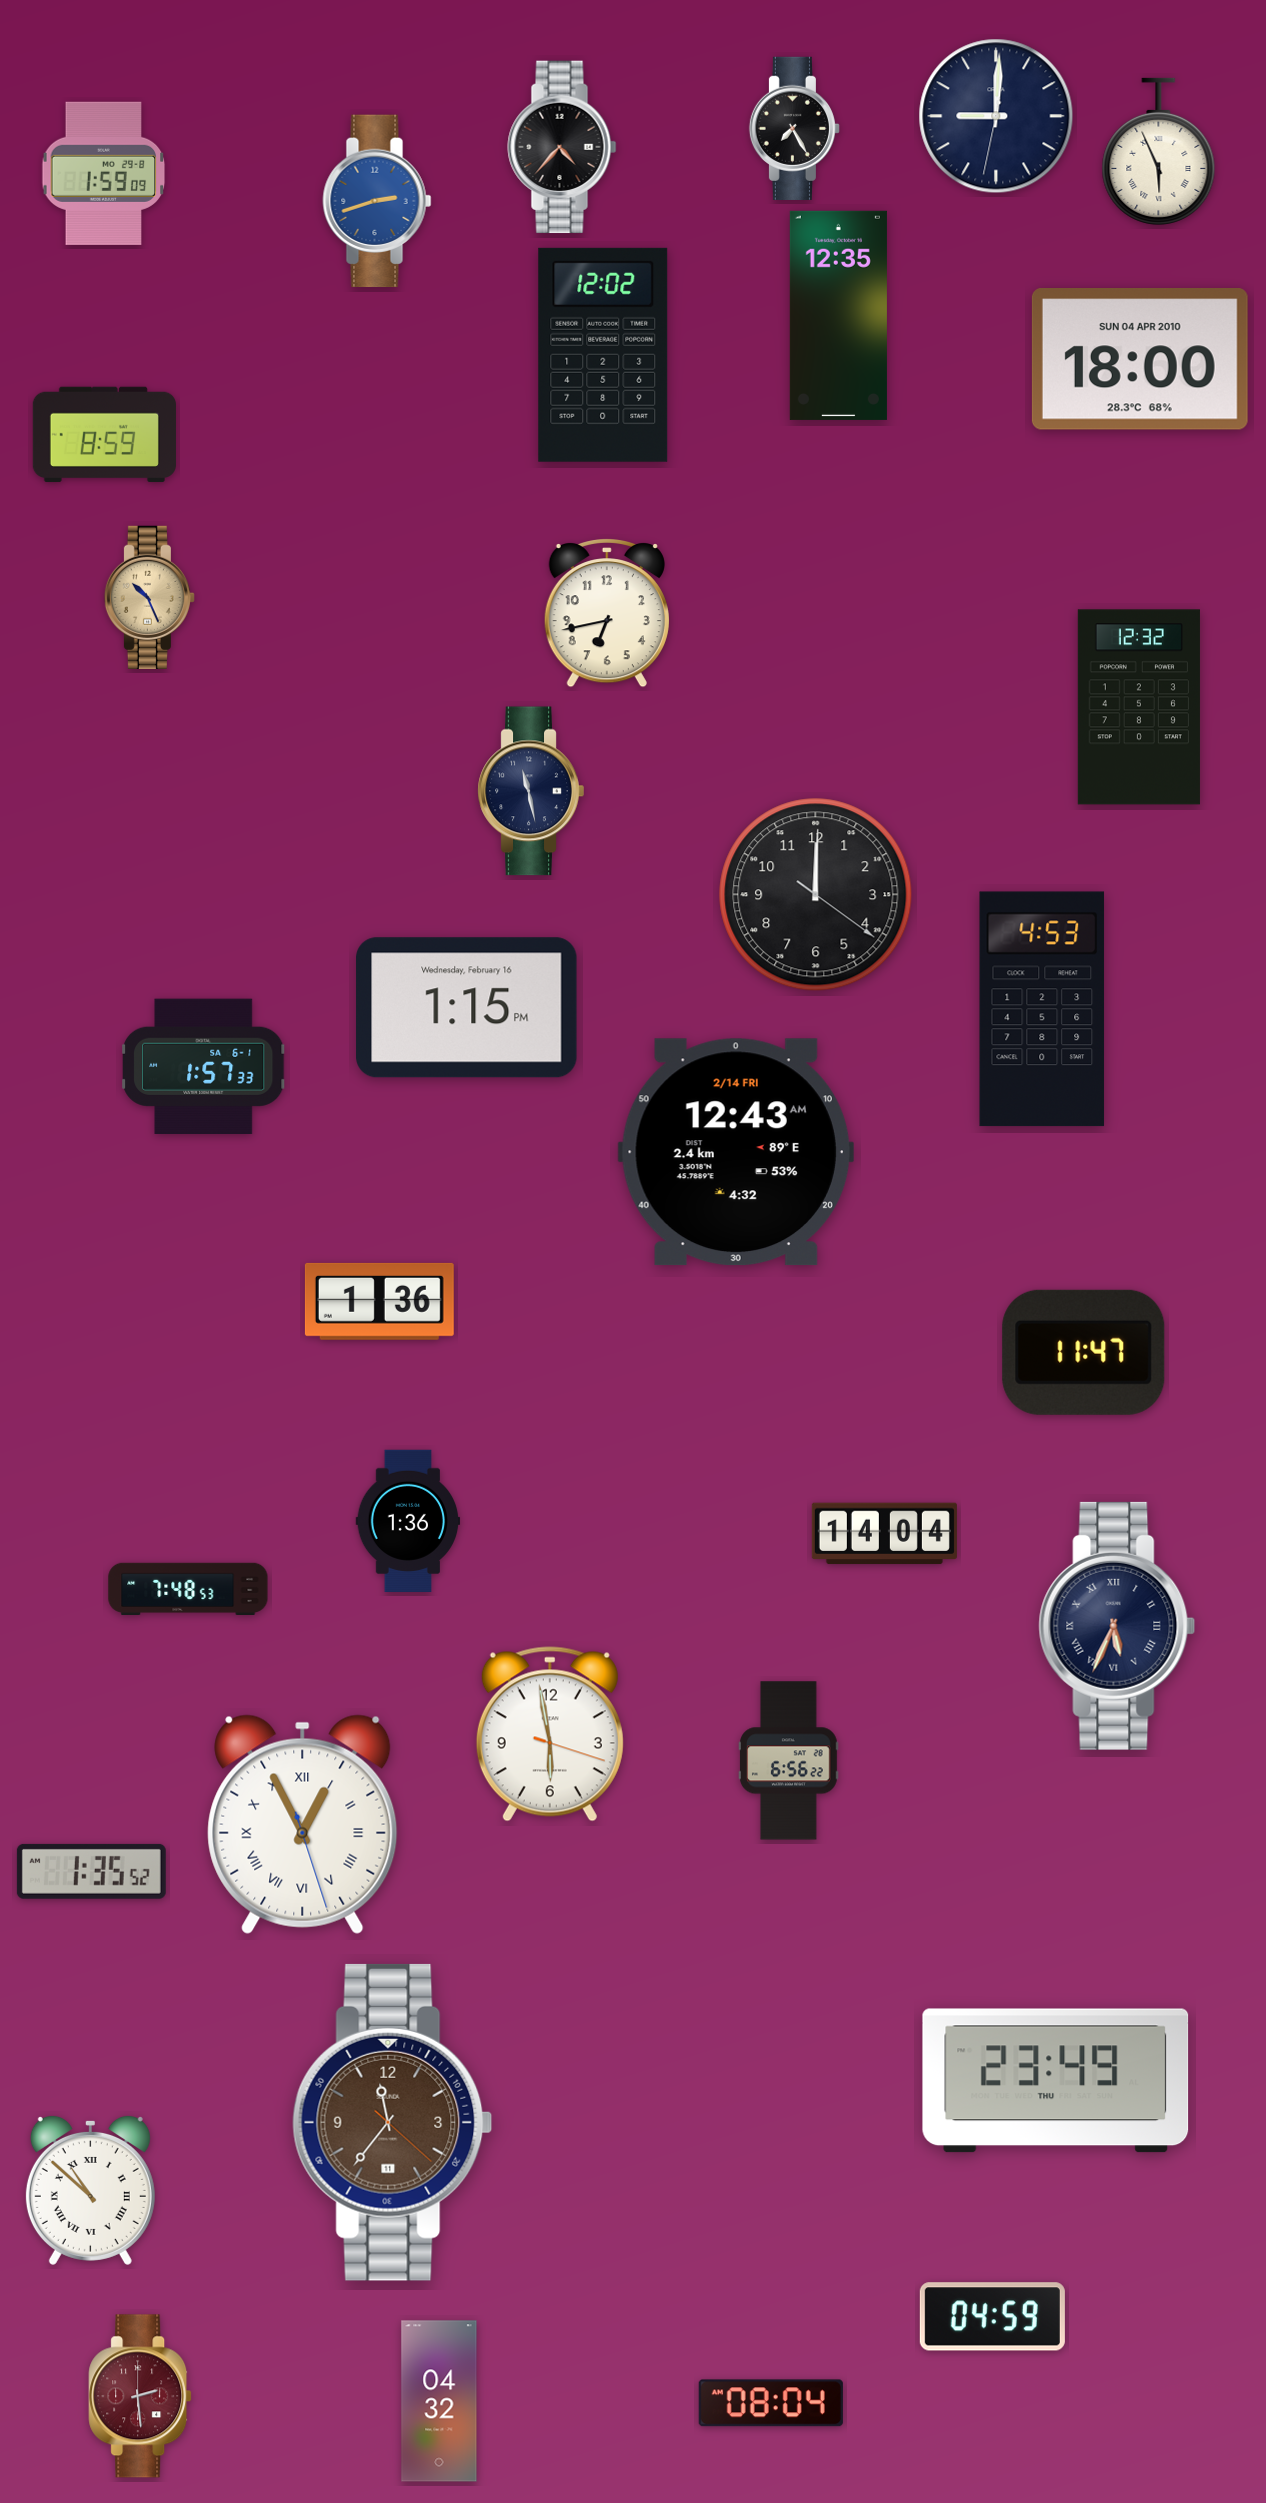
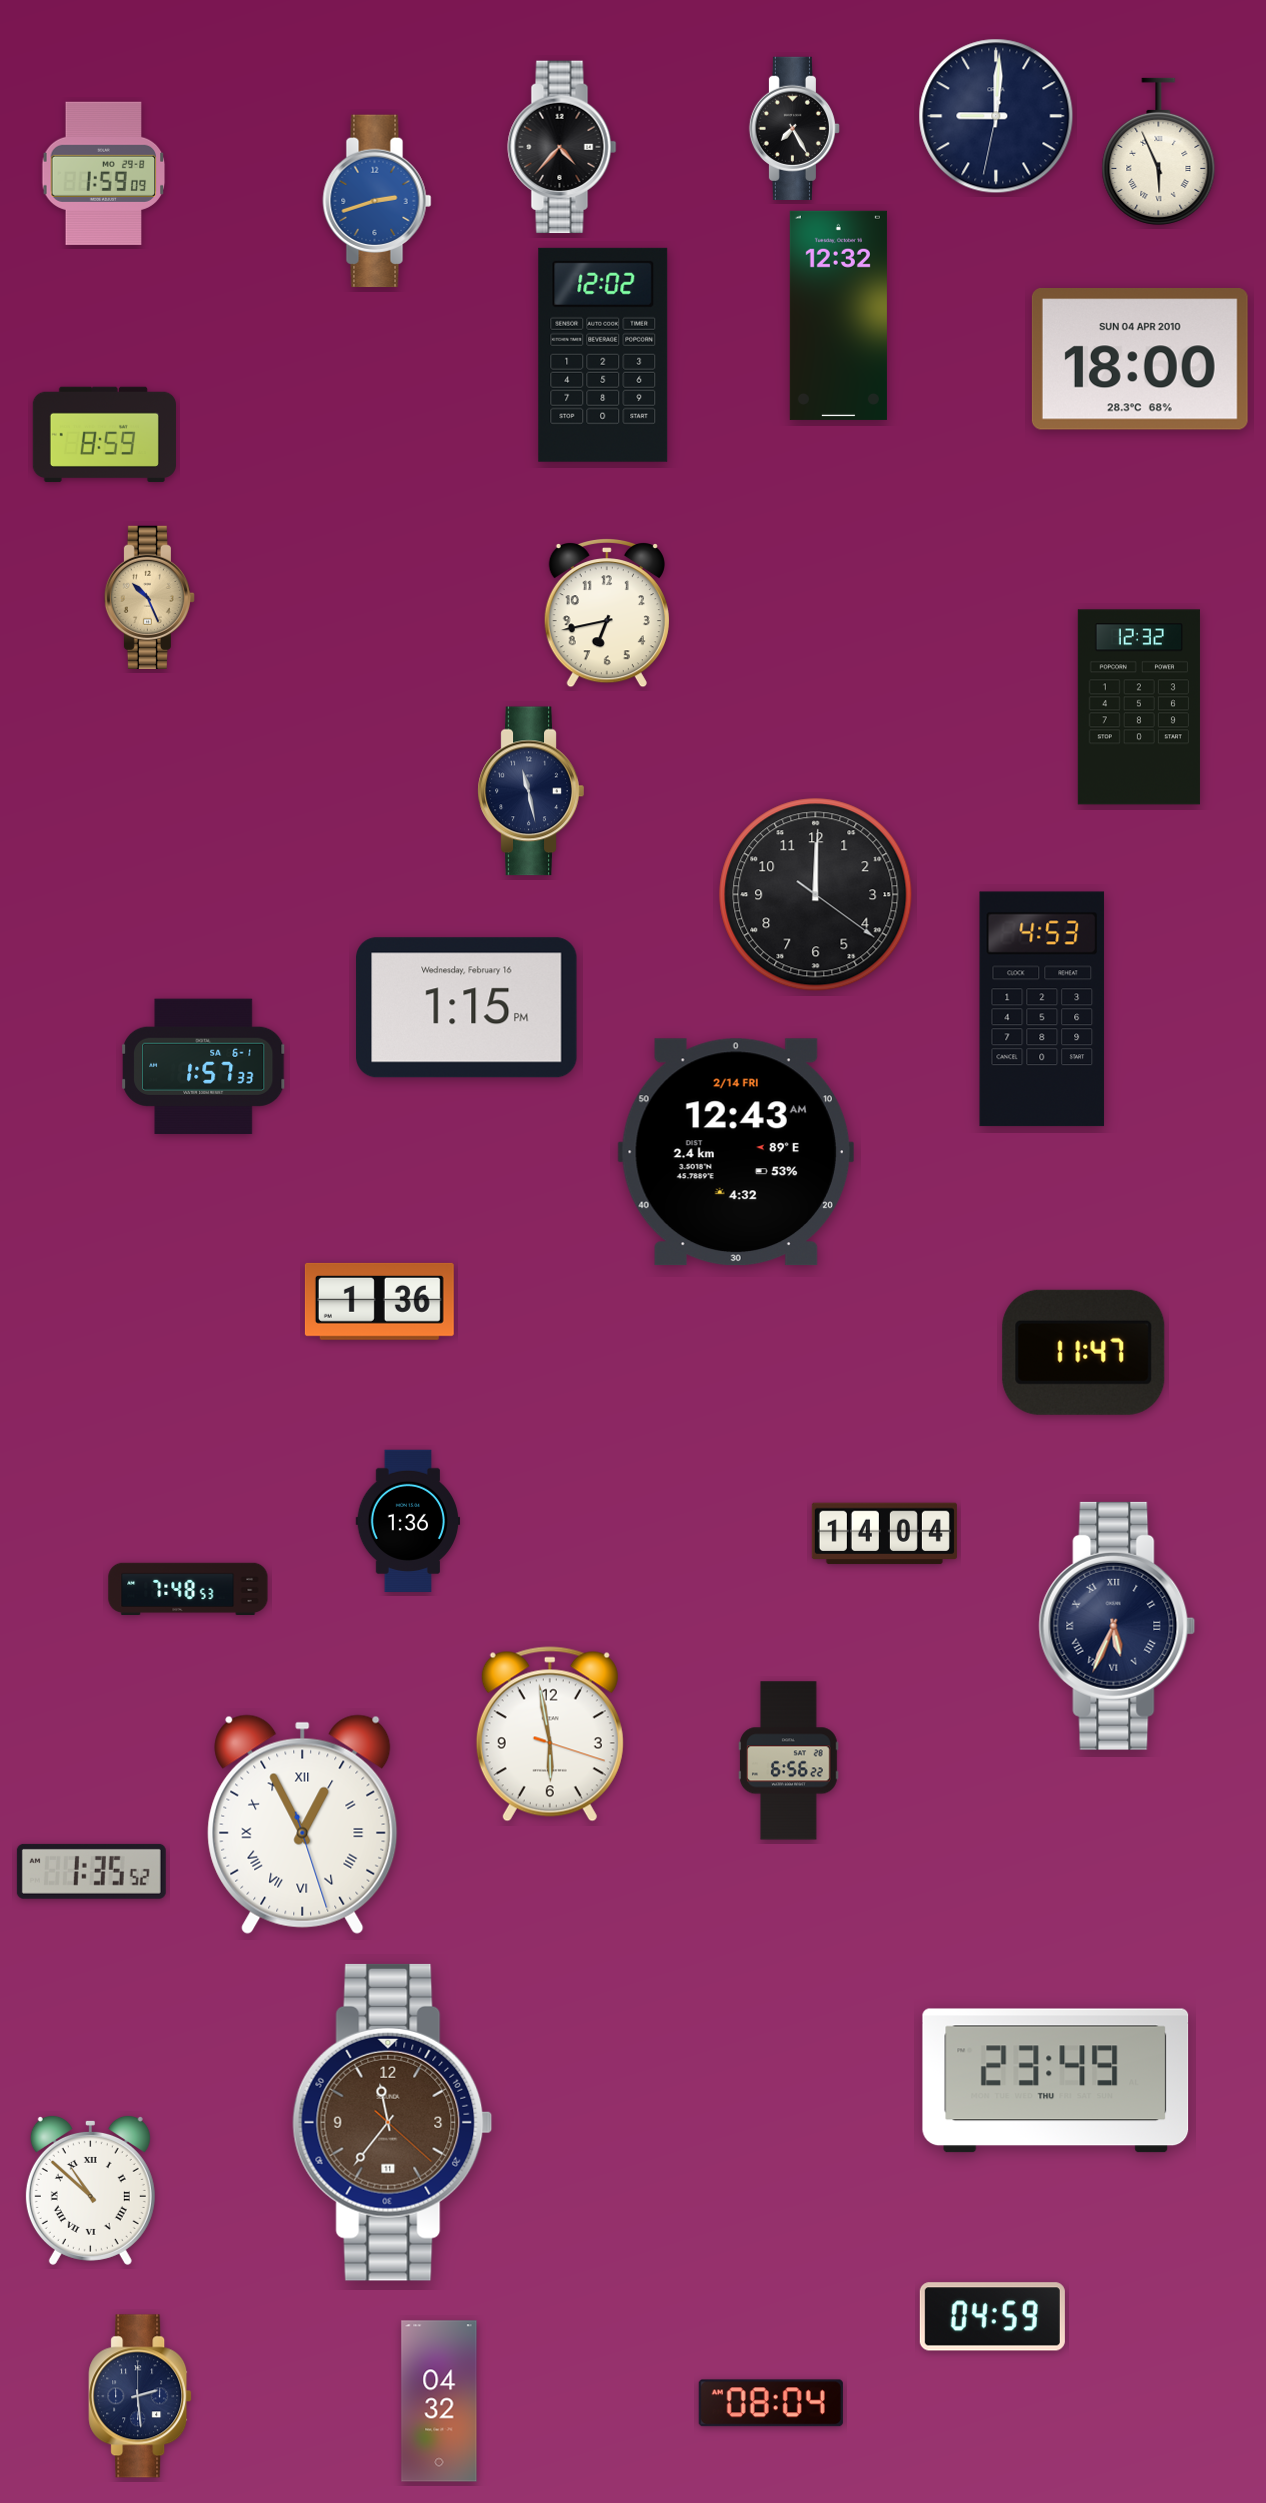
clock at (838, 315): 12:35 -> 12:32
clock at (140, 2396) dial: burgundy -> navy
